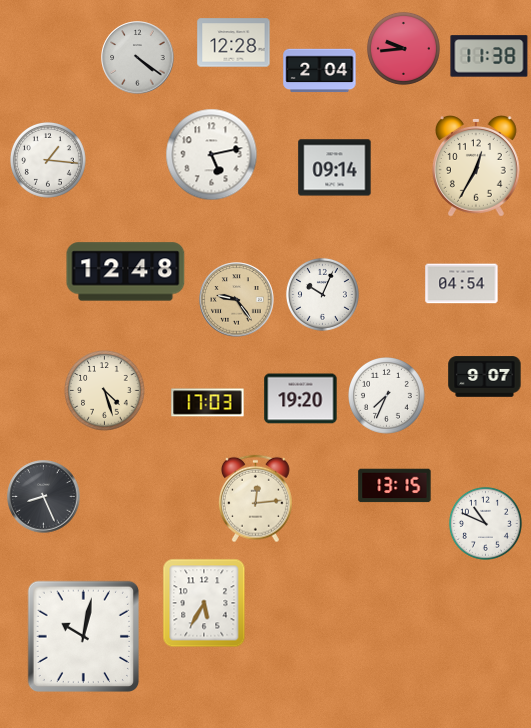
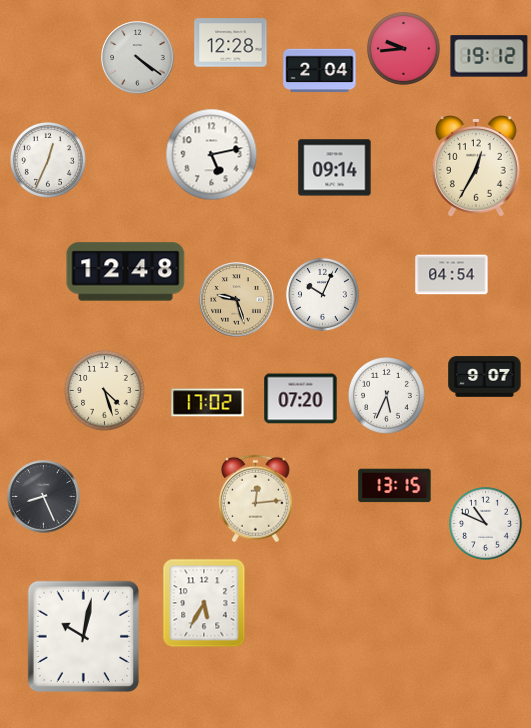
clock at (234, 43) position: (234, 43) -> (231, 43)
clock at (489, 56): 11:38 -> 19:12
clock at (48, 160): 1:16 -> 12:34
clock at (462, 284) position: (462, 284) -> (452, 275)
clock at (237, 300): 9:24 -> 9:27
clock at (387, 396): 7:34 -> 5:34
clock at (301, 399): 19:20 -> 07:20
clock at (208, 403): 17:03 -> 17:02
